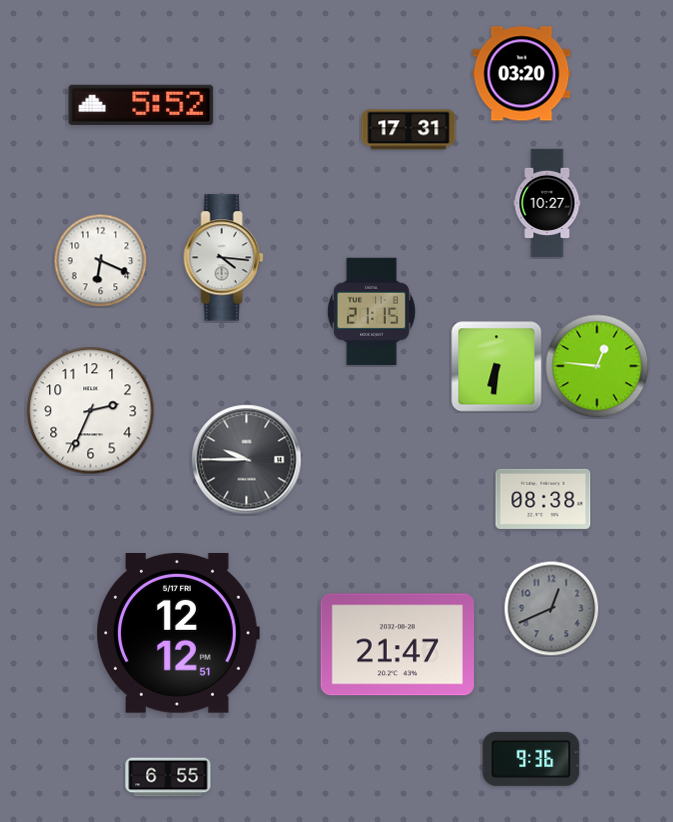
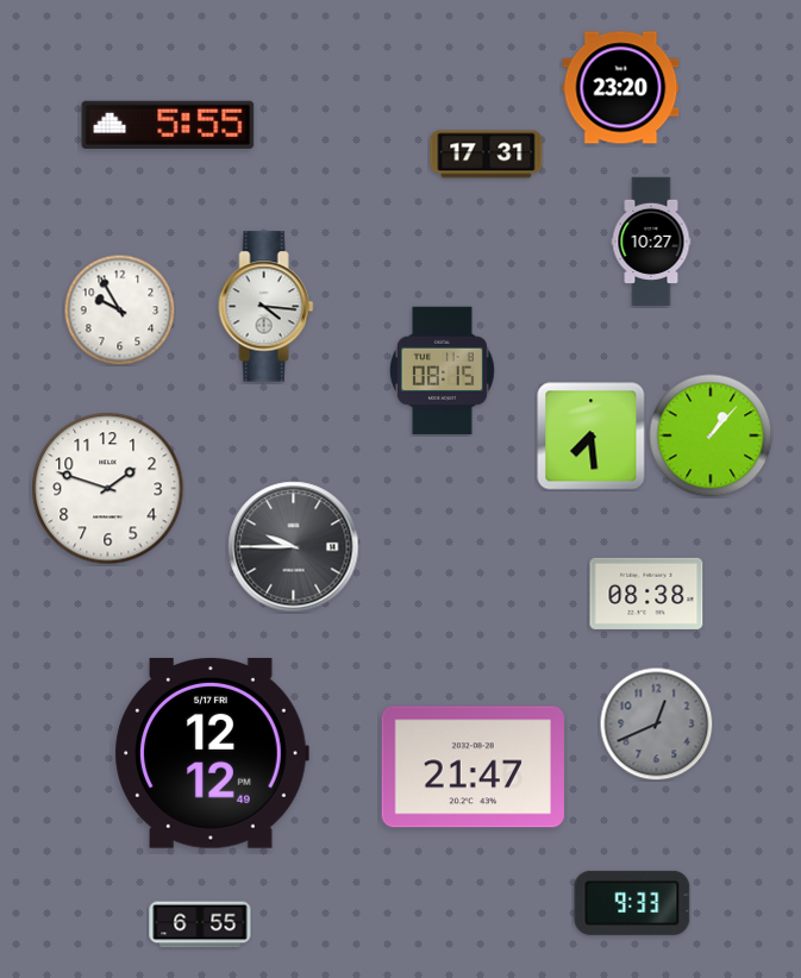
clock at (522, 74): 03:20 -> 23:20
clock at (141, 105): 5:52 -> 5:55
clock at (100, 260): 6:19 -> 9:55
clock at (371, 312): 21:15 -> 08:15
clock at (597, 366): 12:46 -> 1:07
clock at (497, 367): 6:31 -> 7:29
clock at (91, 411): 2:34 -> 1:48
clock at (178, 633): 12:12:51 -> 12:12:49
clock at (531, 759): 9:36 -> 9:33
